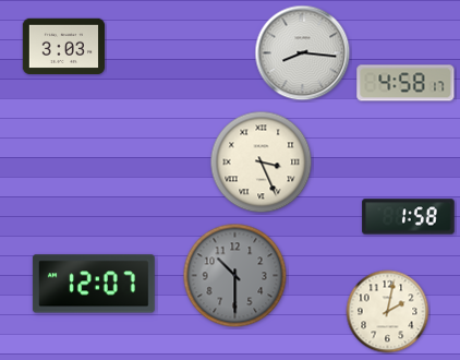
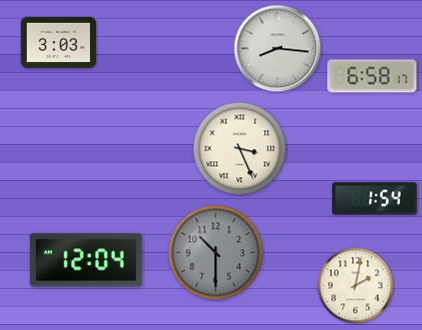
clock at (405, 83): 4:58 -> 6:58
clock at (409, 217): 1:58 -> 1:54
clock at (94, 284): 12:07 -> 12:04
